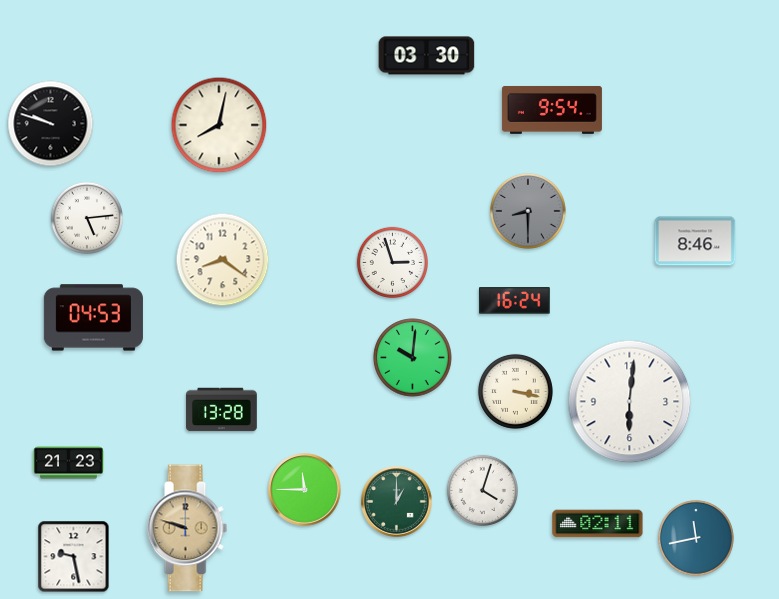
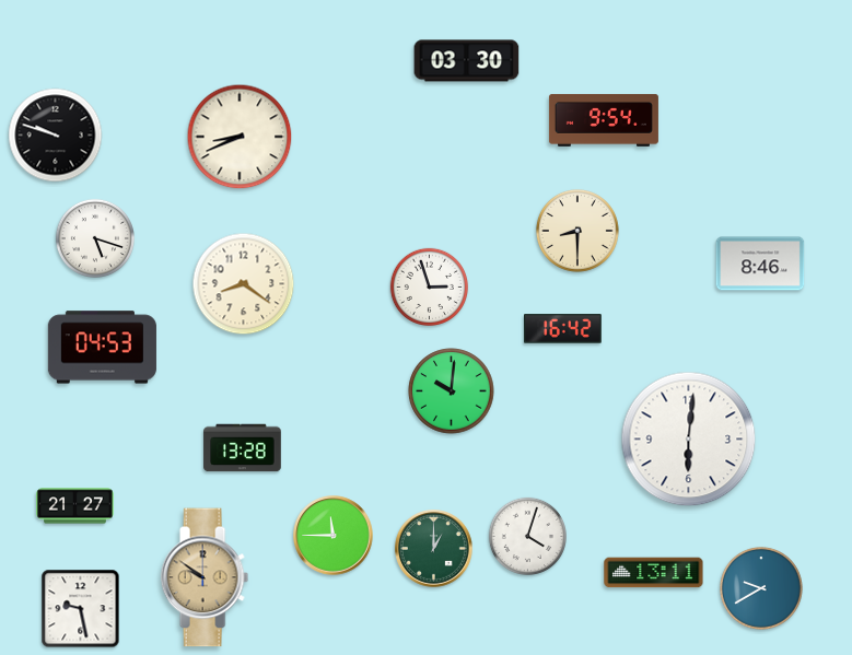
clock at (219, 125): 8:02 -> 8:41
clock at (528, 211) dial: grey -> cream
clock at (87, 218): 5:14 -> 5:18
clock at (515, 301): 16:24 -> 16:42
clock at (515, 391): 3:17 -> none
clock at (69, 463): 21:23 -> 21:27
clock at (598, 524): 02:11 -> 13:11
clock at (187, 528): 9:48 -> 9:51
clock at (696, 538): 11:43 -> 9:40
